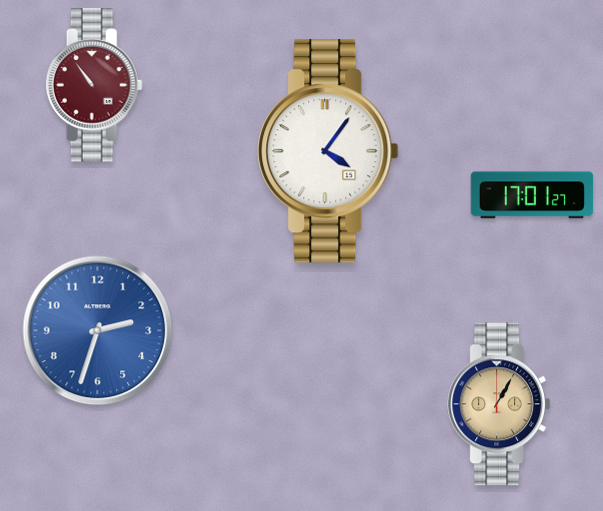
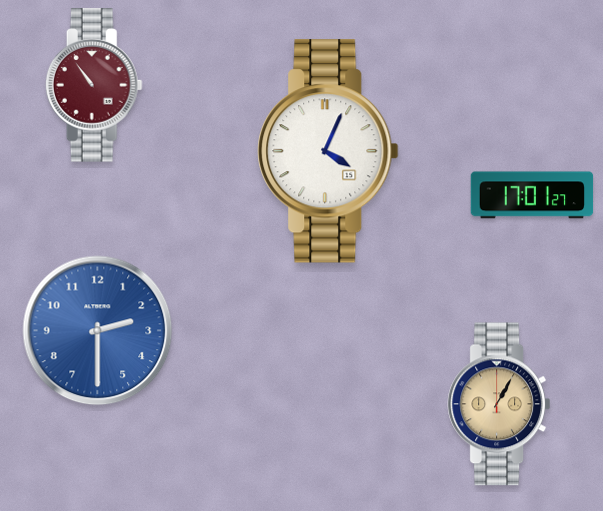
clock at (328, 151): 4:06 -> 4:04
clock at (98, 331): 2:33 -> 2:30
